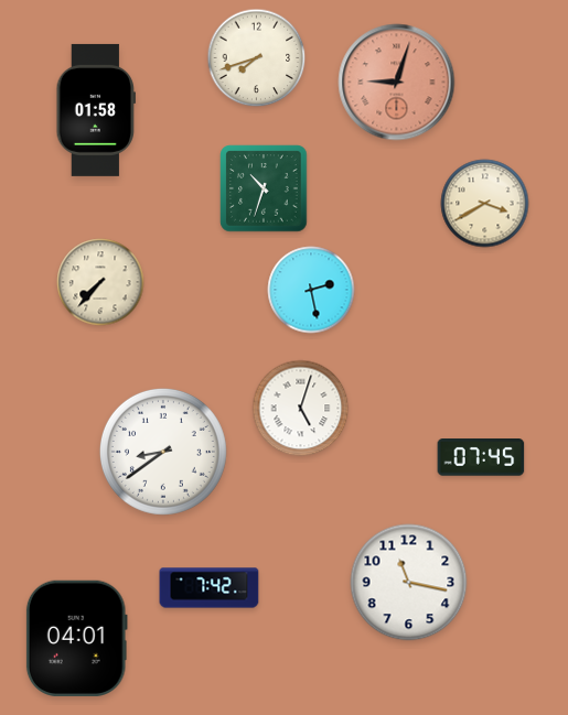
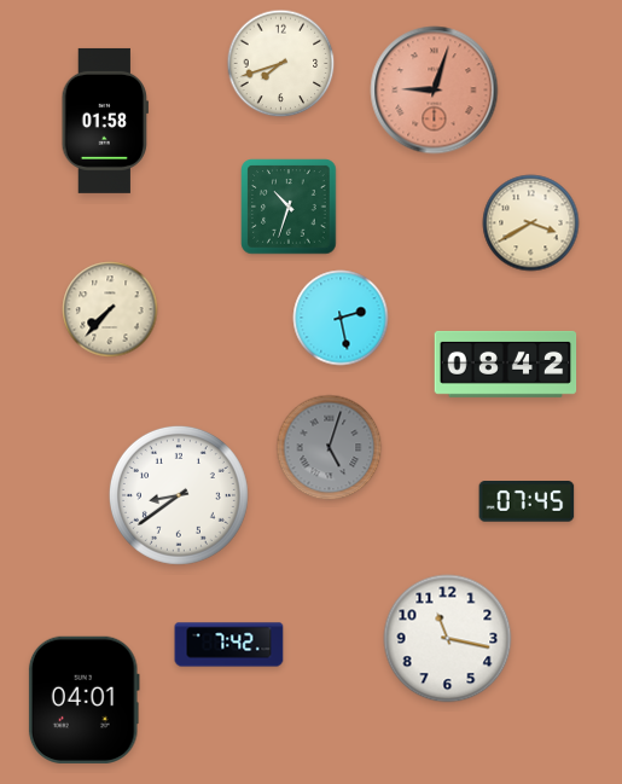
clock at (506, 364): none -> 08:42
clock at (301, 409) dial: white -> grey
